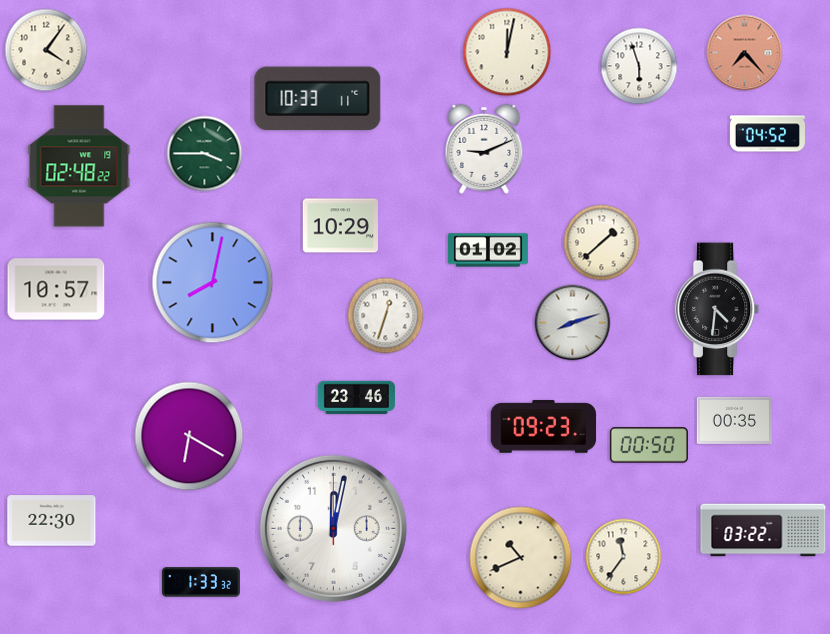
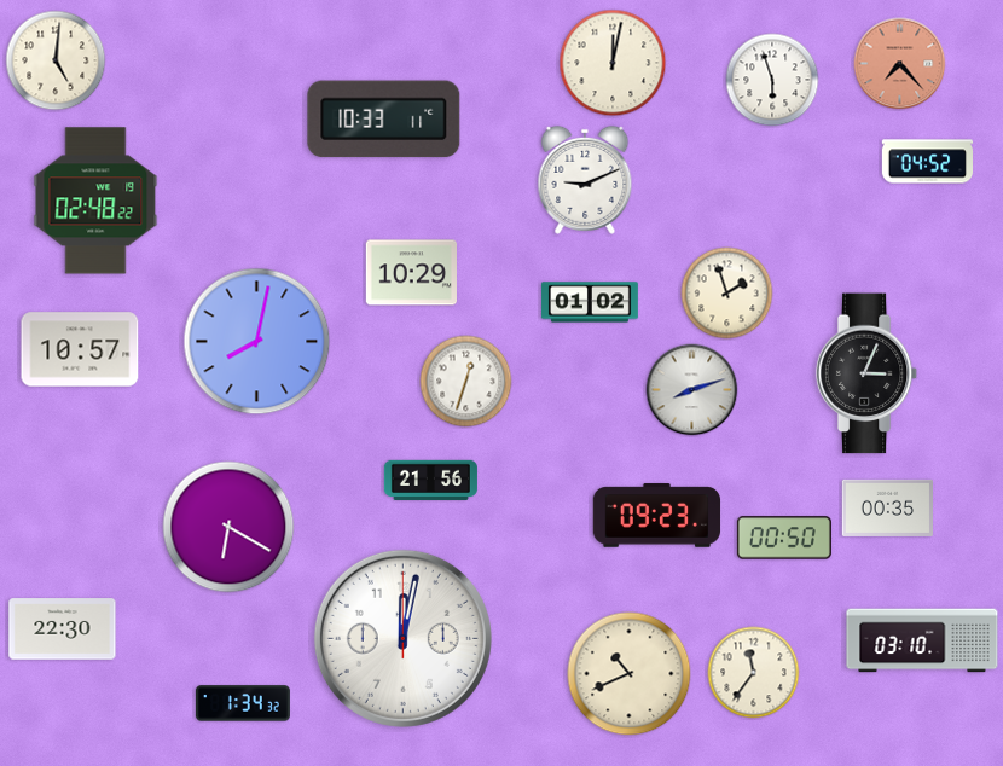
clock at (46, 50): 4:06 -> 5:01
clock at (205, 154): 3:45 -> none
clock at (602, 243): 1:38 -> 1:57
clock at (56, 289) position: (56, 289) -> (80, 349)
clock at (717, 309): 4:31 -> 3:04
clock at (356, 397): 23:46 -> 21:56
clock at (763, 530): 03:22 -> 03:10
clock at (201, 582): 1:33 -> 1:34
